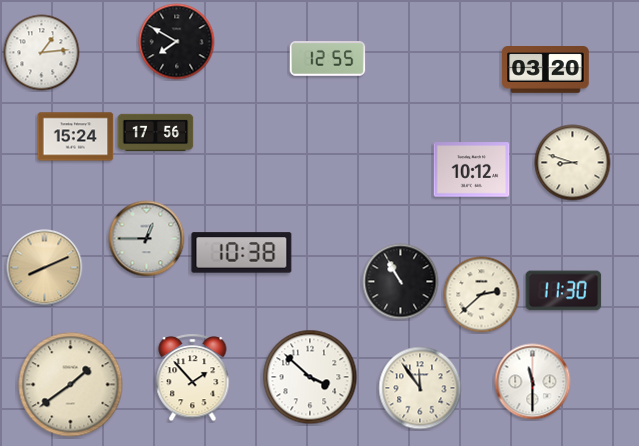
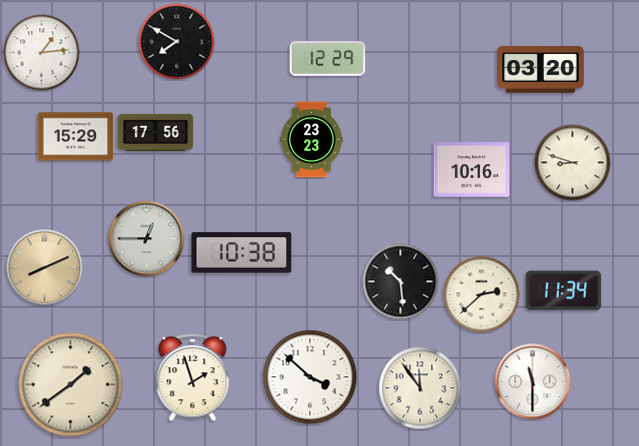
clock at (328, 59): 12:55 -> 12:29
clock at (546, 70) position: (546, 70) -> (541, 70)
clock at (76, 137): 15:24 -> 15:29
clock at (312, 140): none -> 23:23
clock at (472, 170): 10:12 -> 10:16
clock at (401, 282): 10:55 -> 10:29
clock at (564, 291): 11:30 -> 11:34
clock at (193, 378): 1:53 -> 1:57
